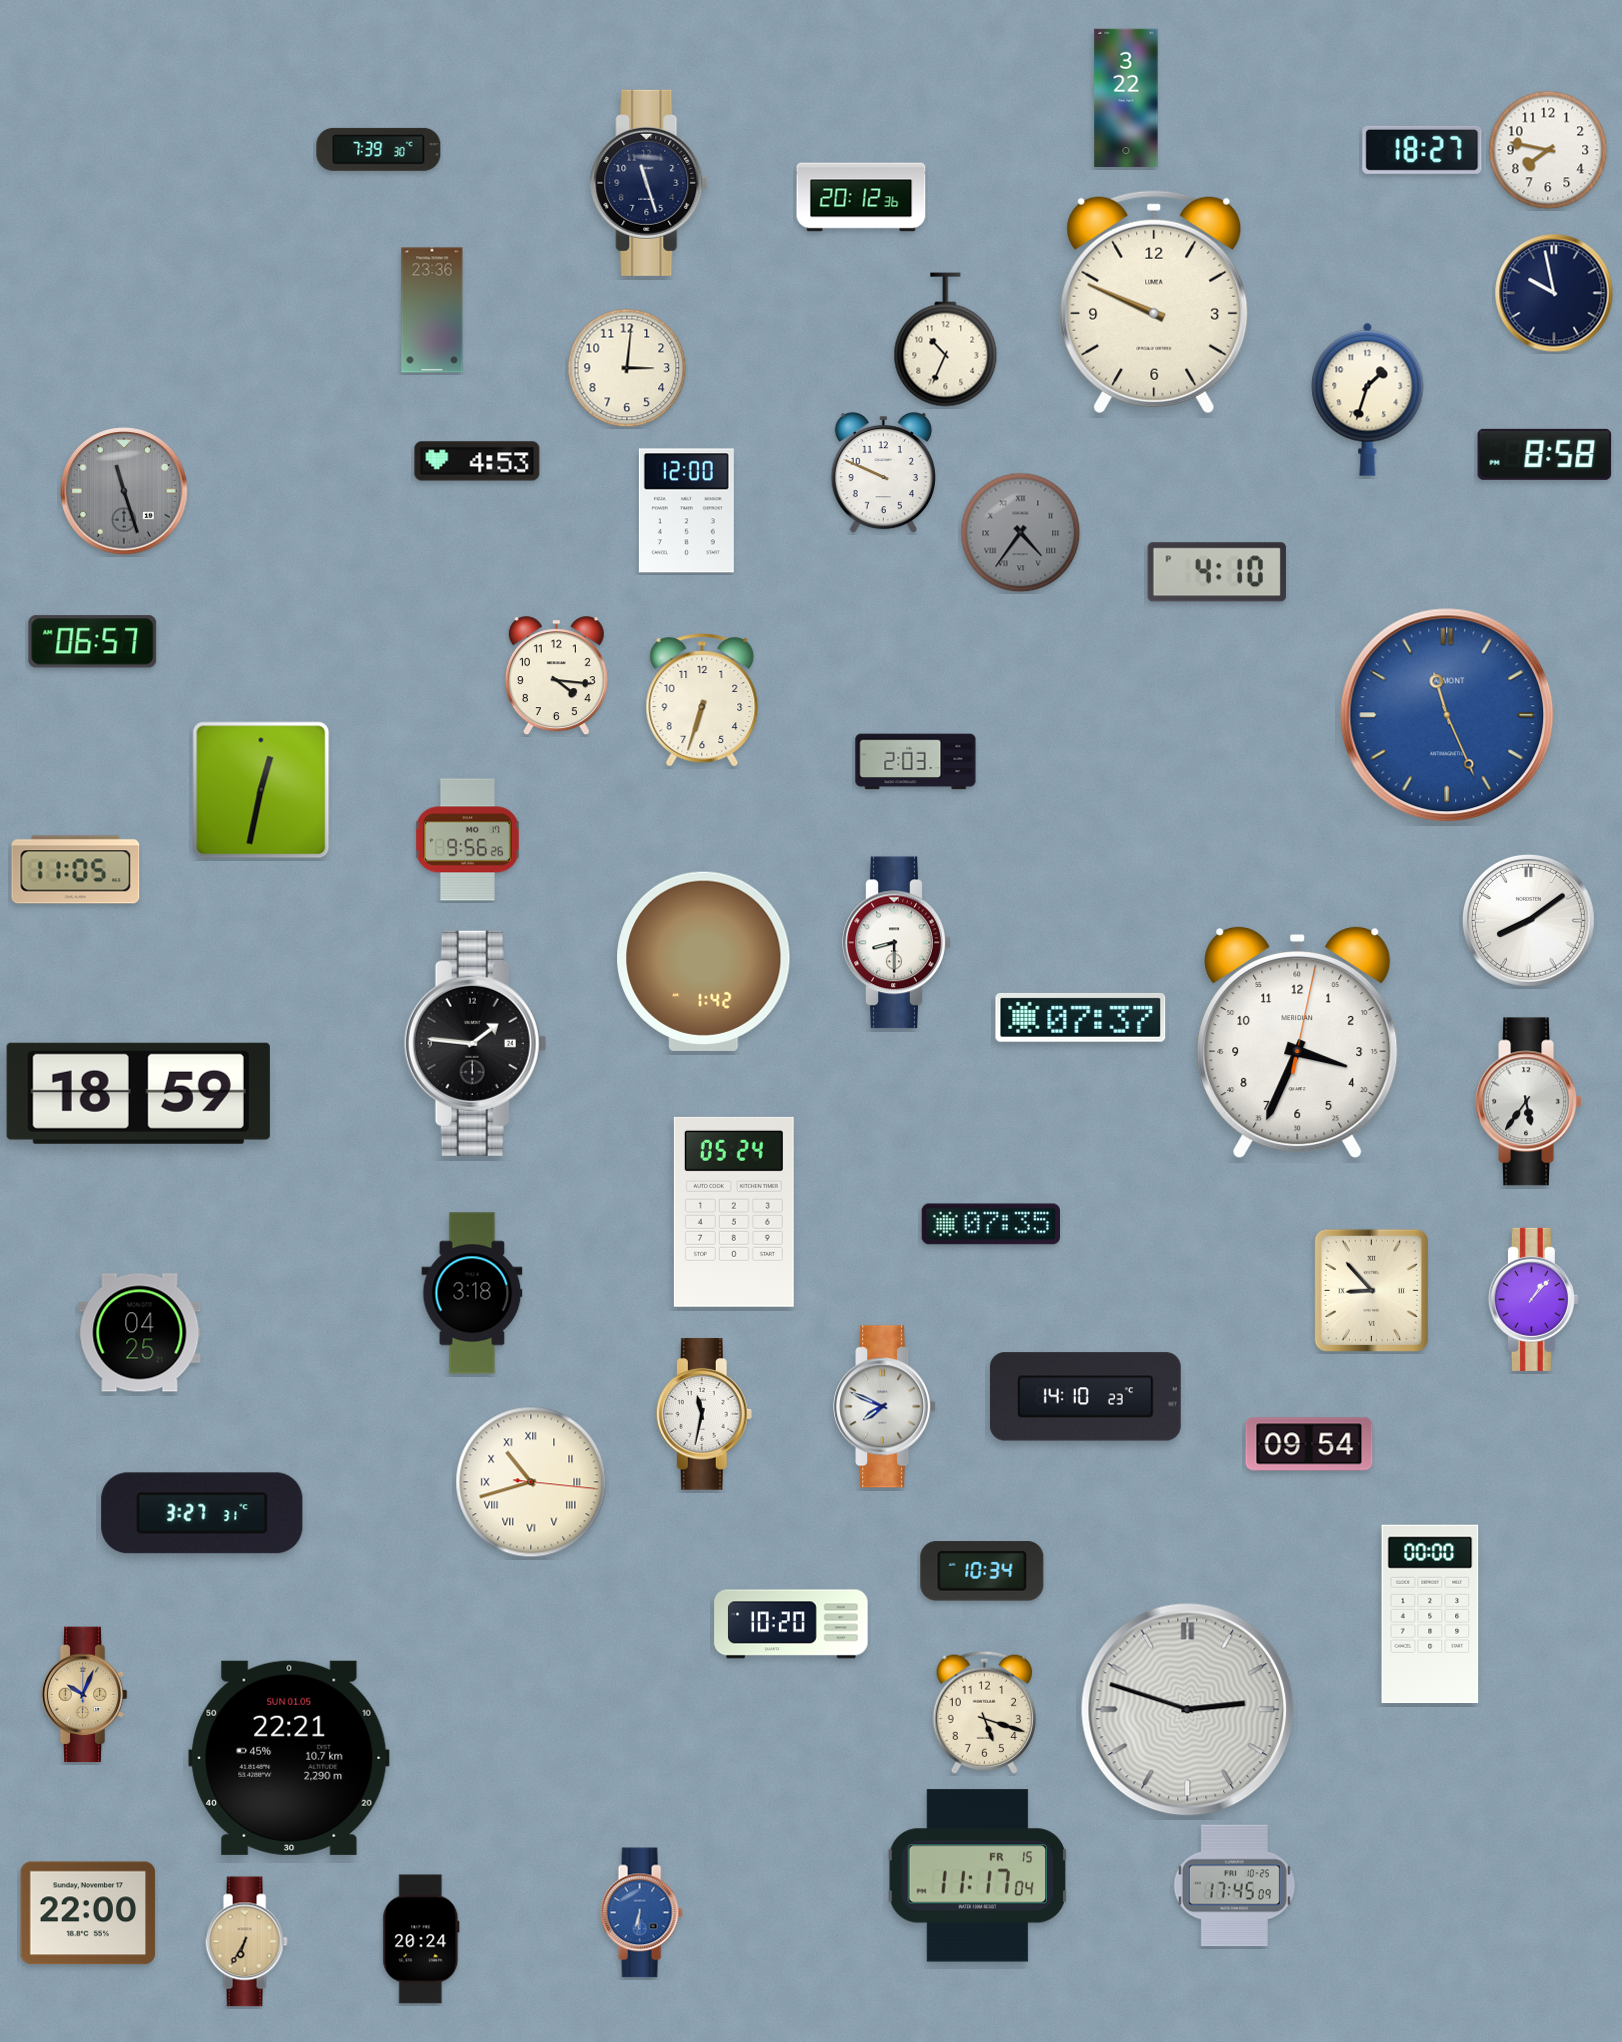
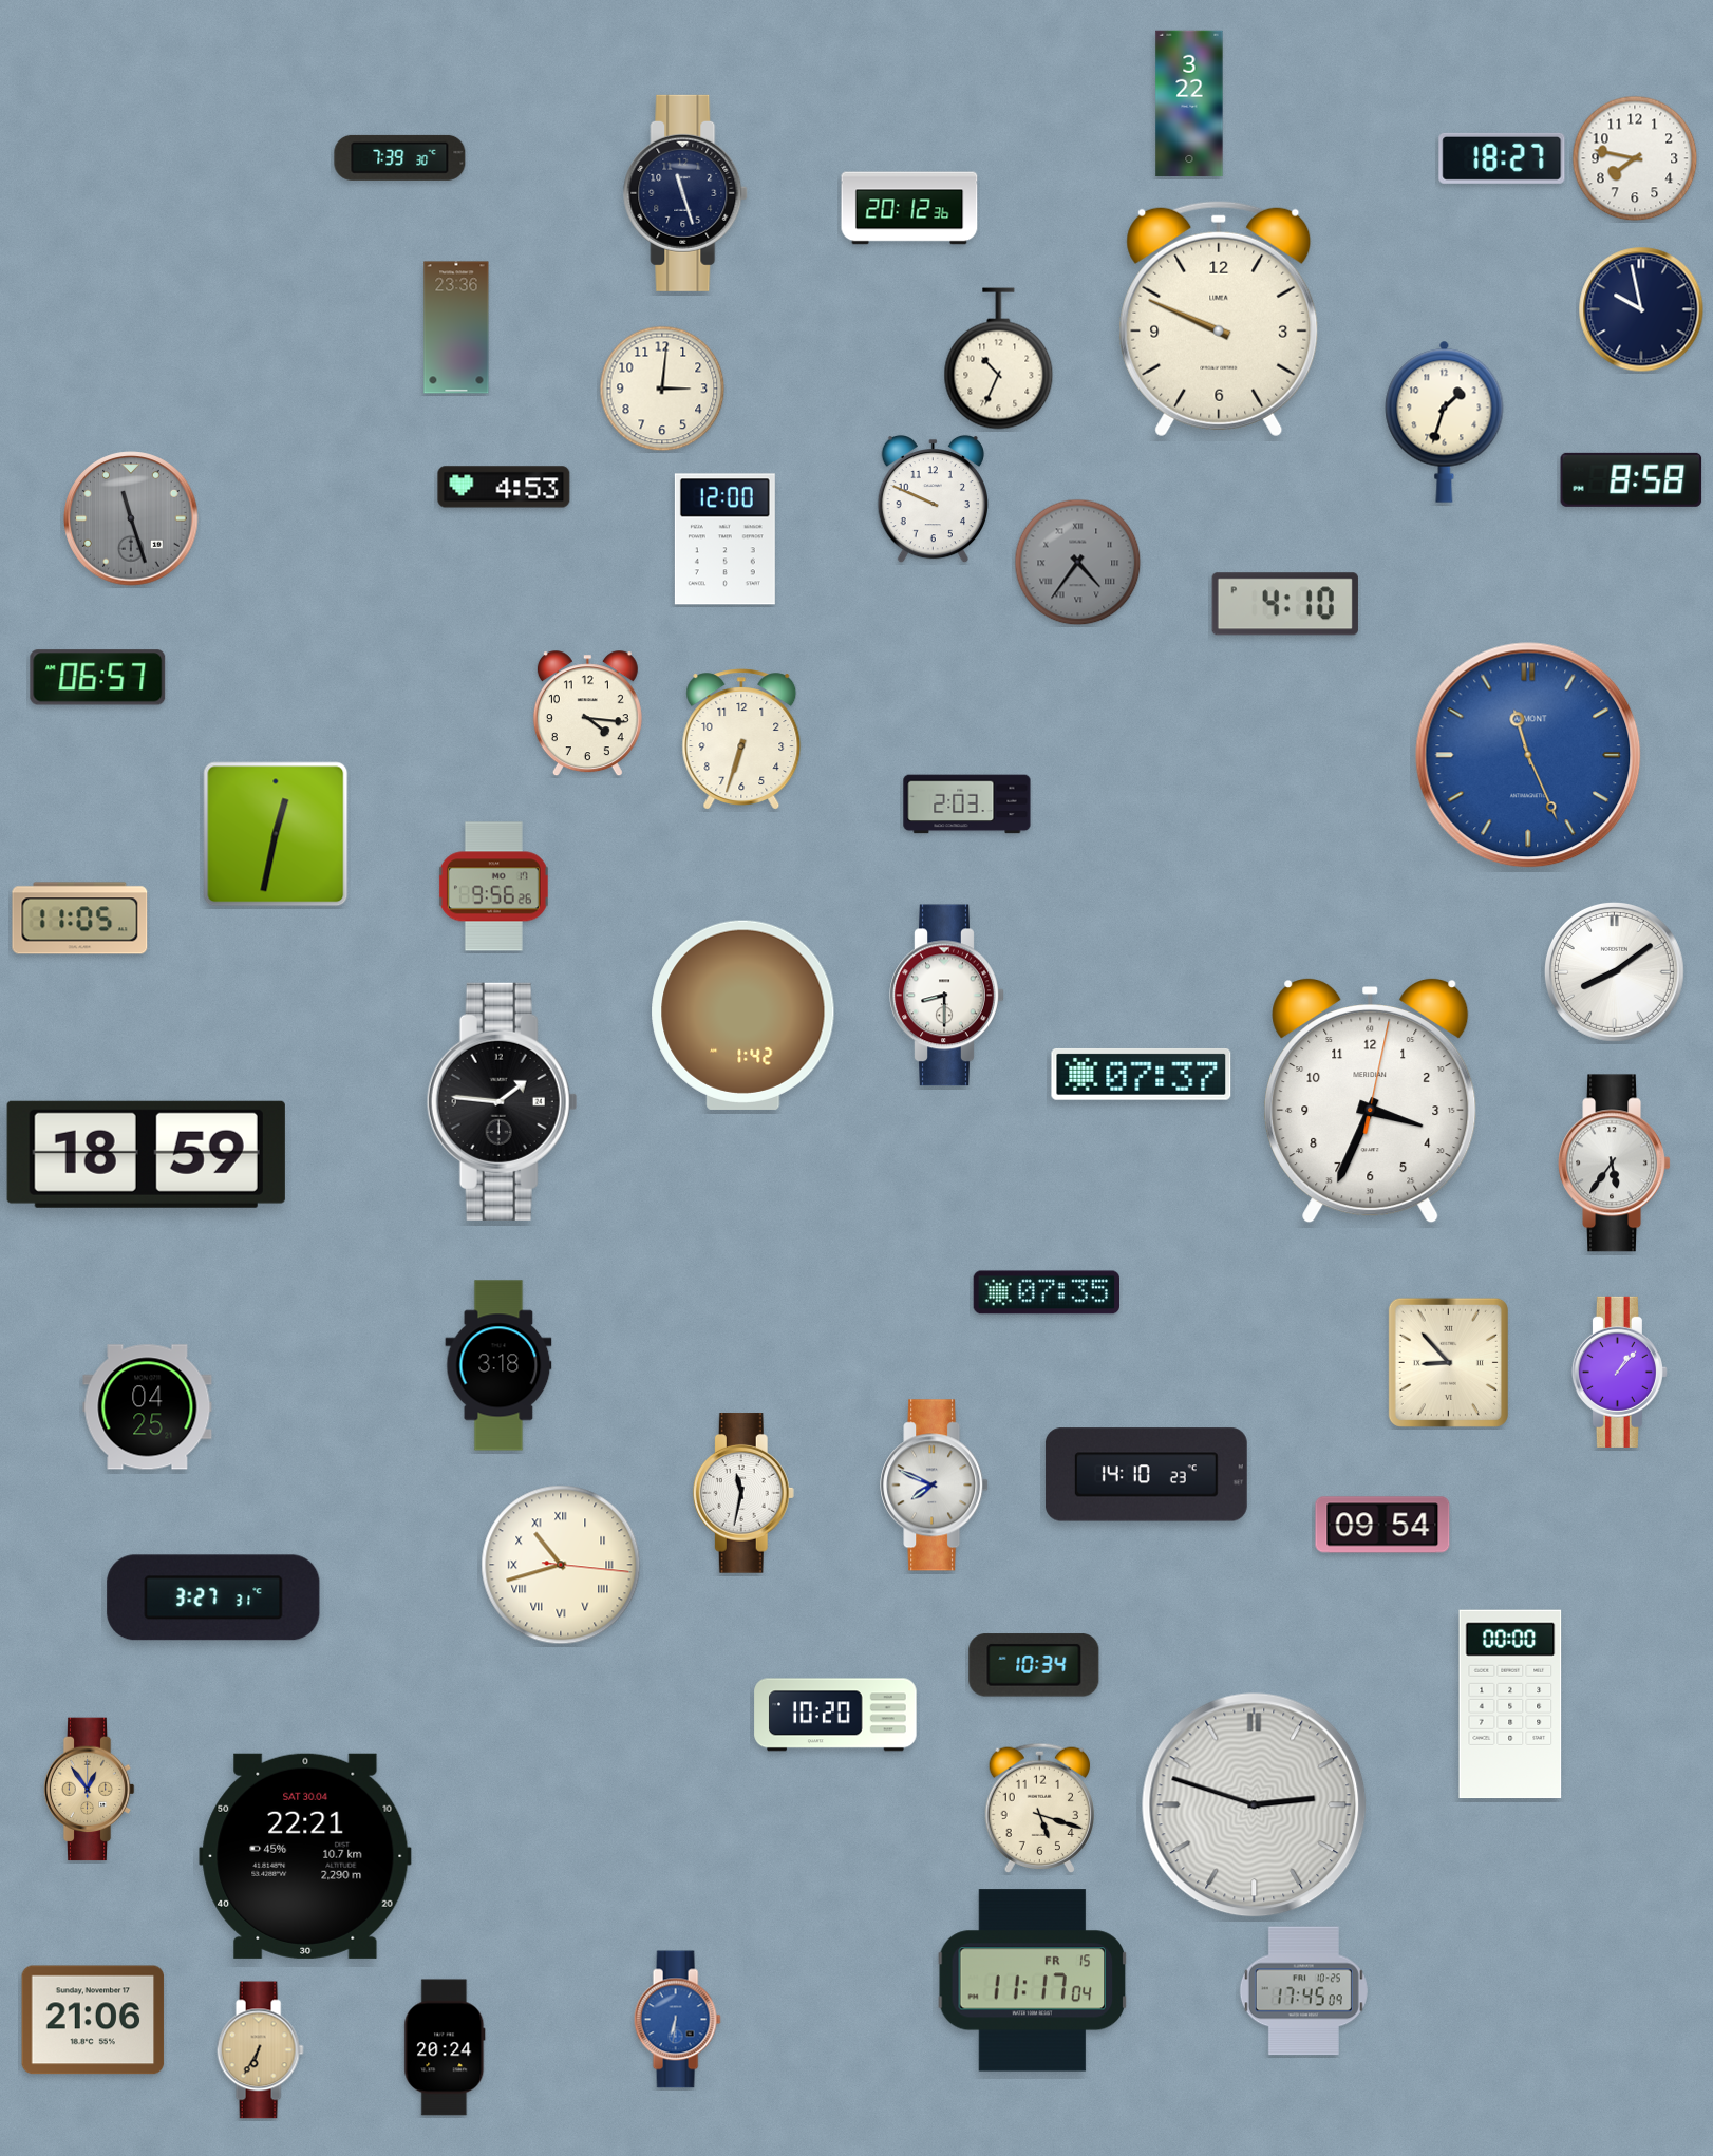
clock at (734, 1212): 05:24 -> none
clock at (982, 1571) position: (982, 1571) -> (1034, 1665)
clock at (84, 1695): 10:04 -> 12:54
clock at (289, 1758) date: SUN 01.05 -> SAT 30.04
clock at (88, 1913): 22:00 -> 21:06
